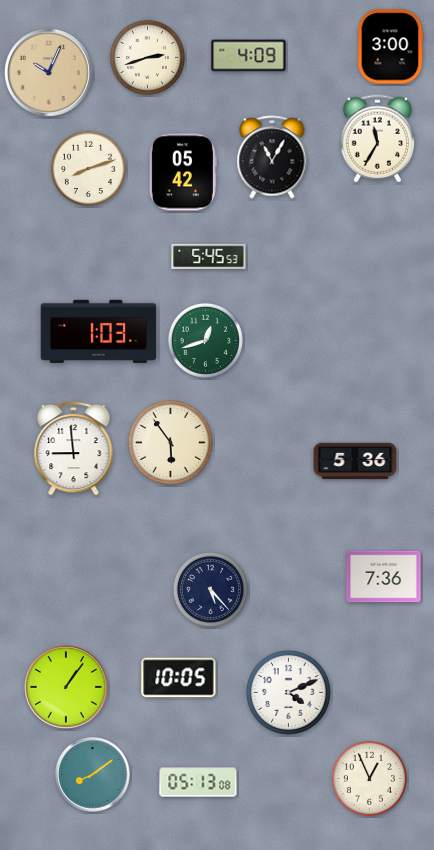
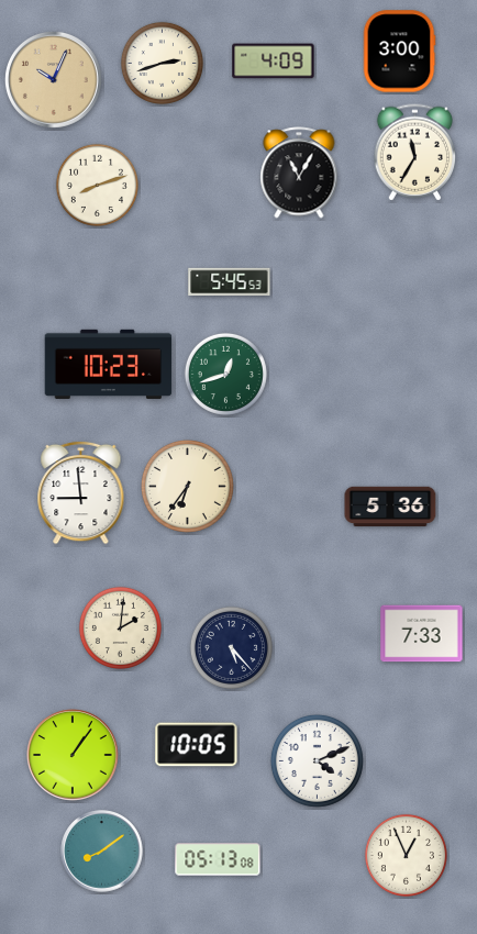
clock at (390, 47) position: (390, 47) -> (399, 52)
clock at (183, 172): 05:42 -> none
clock at (99, 331): 1:03 -> 10:23
clock at (170, 442): 5:54 -> 6:36
clock at (120, 627): none -> 2:01
clock at (384, 577): 7:36 -> 7:33
